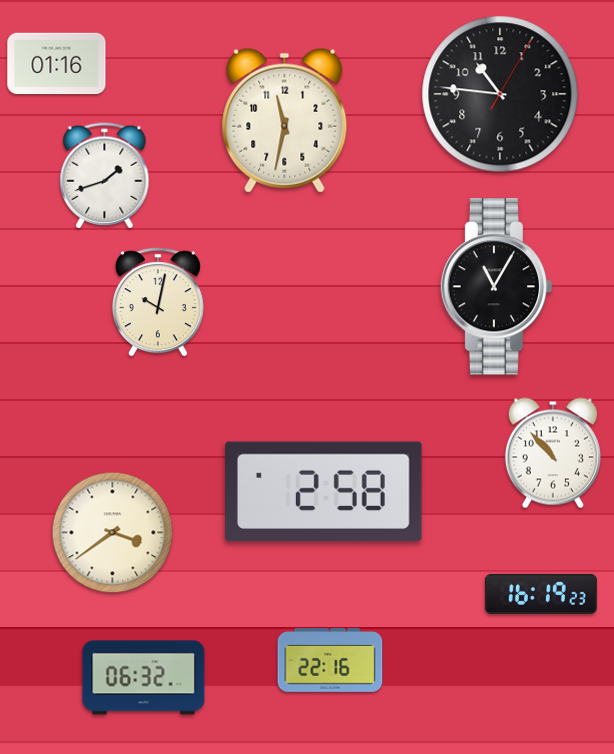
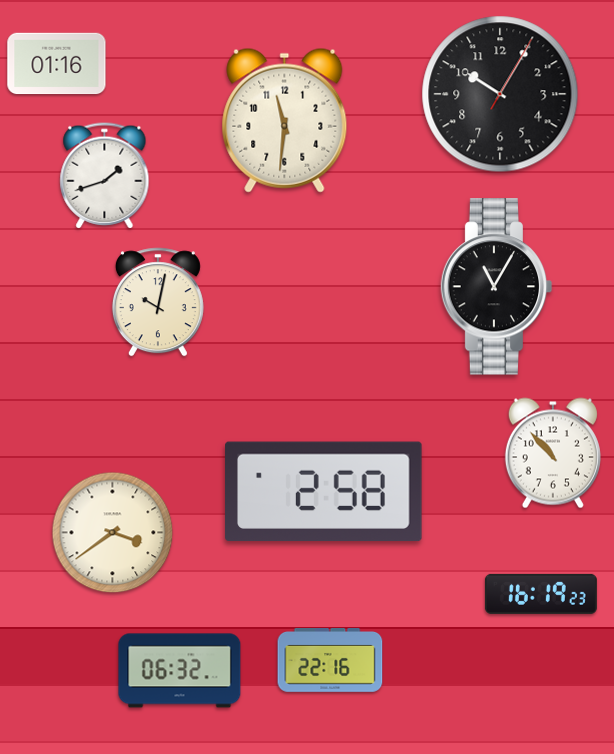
clock at (500, 94): 10:46 -> 10:05
clock at (285, 120): 11:32 -> 11:31
clock at (144, 678) position: (144, 678) -> (180, 671)
